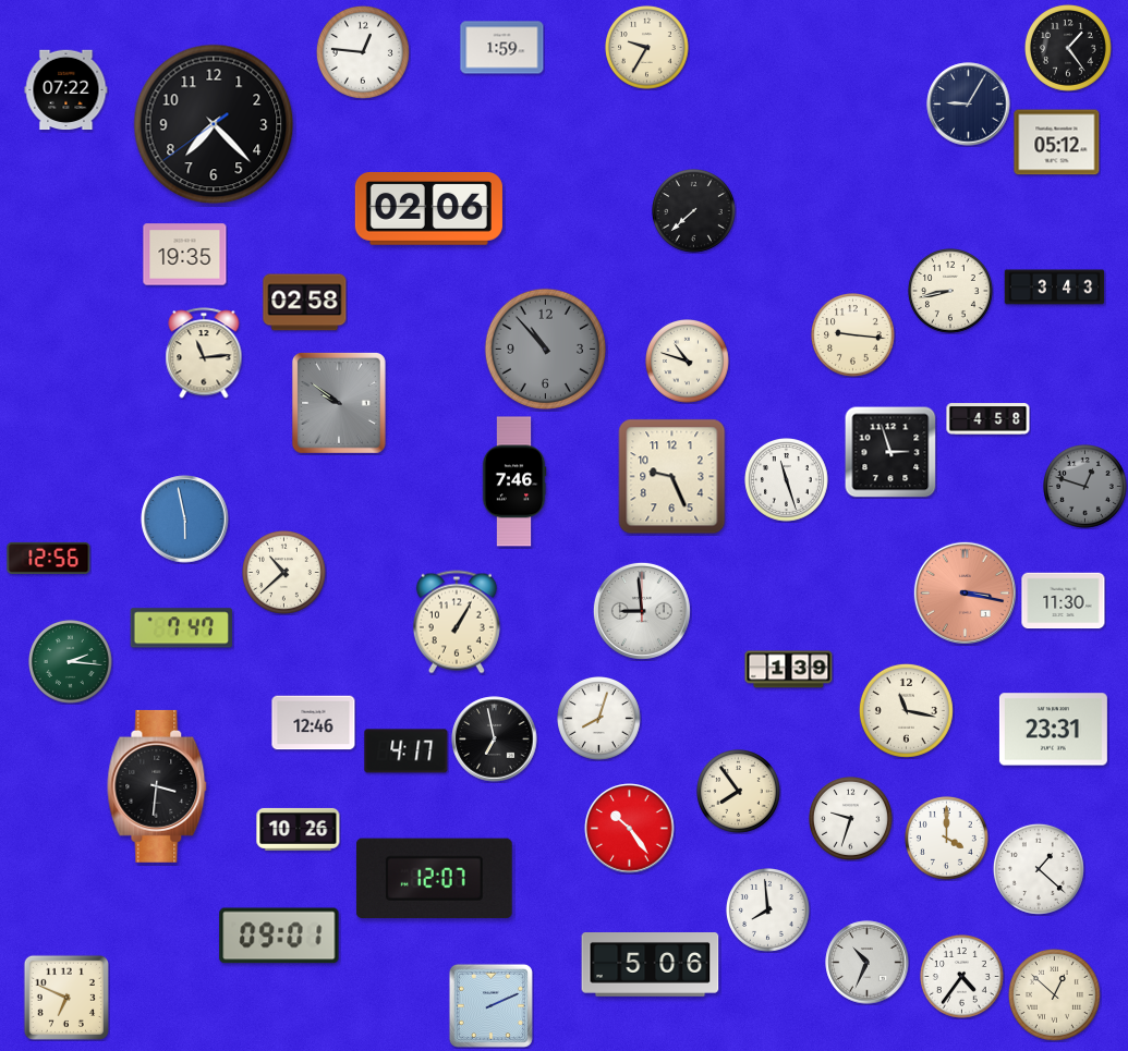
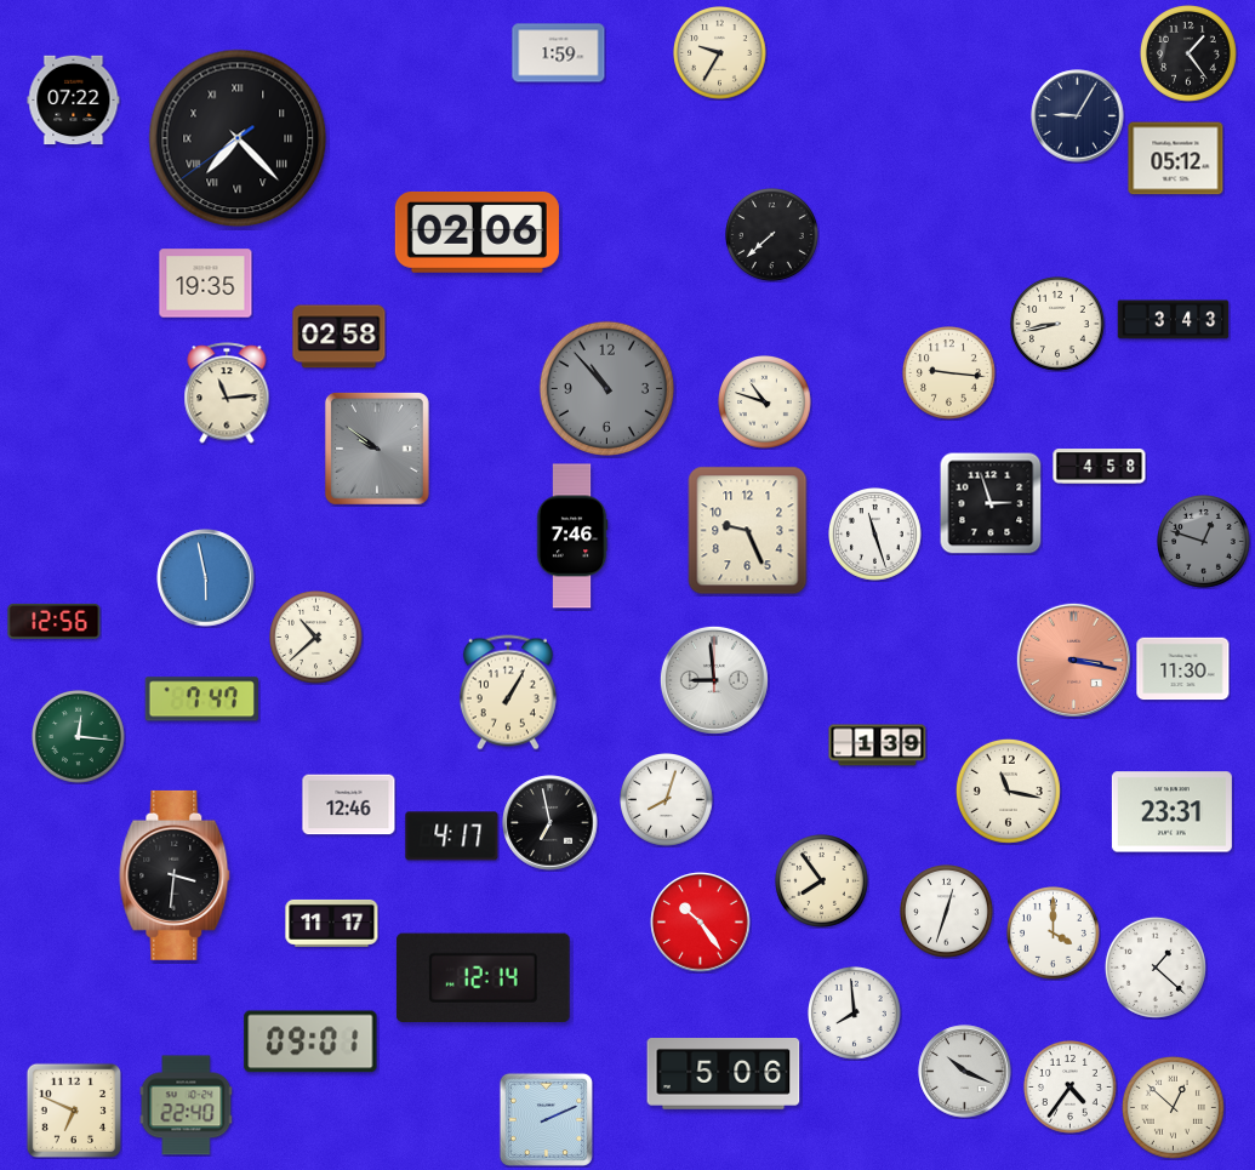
clock at (363, 52): 12:46 -> none
clock at (214, 124) numerals: Arabic -> Roman
clock at (1085, 487) position: (1085, 487) -> (1204, 542)
clock at (71, 662): 2:16 -> 12:16
clock at (851, 819): 9:33 -> 12:33
clock at (299, 829): 10:26 -> 11:17
clock at (434, 879): 12:07 -> 12:14
clock at (868, 963): 10:34 -> 10:19
clock at (187, 1106): none -> 22:40
